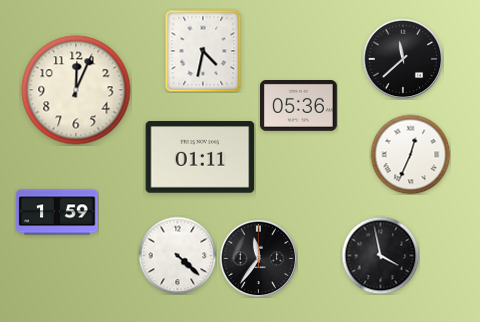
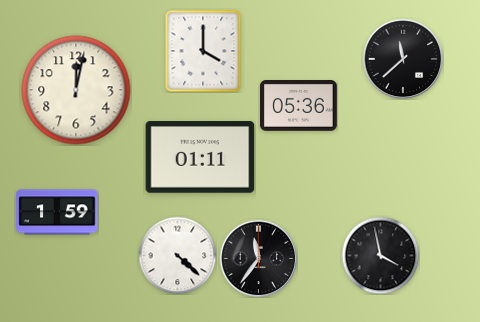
clock at (203, 51): 4:32 -> 4:00
clock at (76, 90): 12:04 -> 12:02
clock at (410, 154): 12:34 -> none
